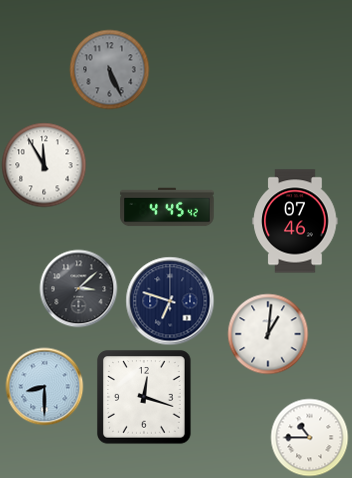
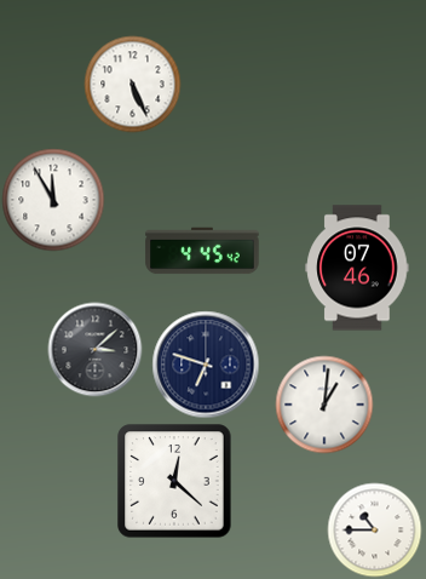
clock at (109, 69) dial: grey -> white
clock at (44, 386): 8:30 -> none
clock at (144, 397): 12:18 -> 12:22
